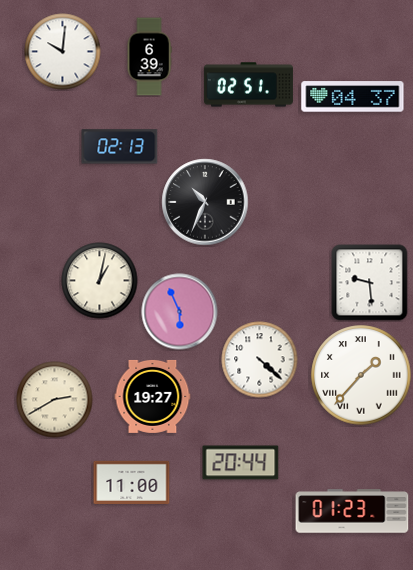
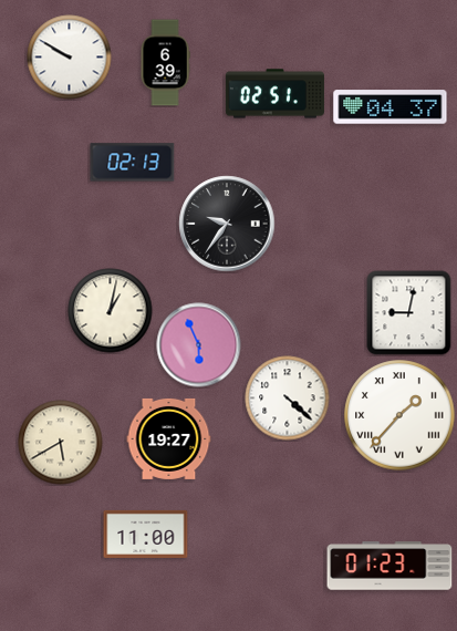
clock at (63, 52): 10:01 -> 9:50
clock at (205, 202): 10:34 -> 9:36
clock at (370, 283): 9:29 -> 9:02
clock at (55, 400): 2:40 -> 5:40
clock at (241, 463): 20:44 -> none
